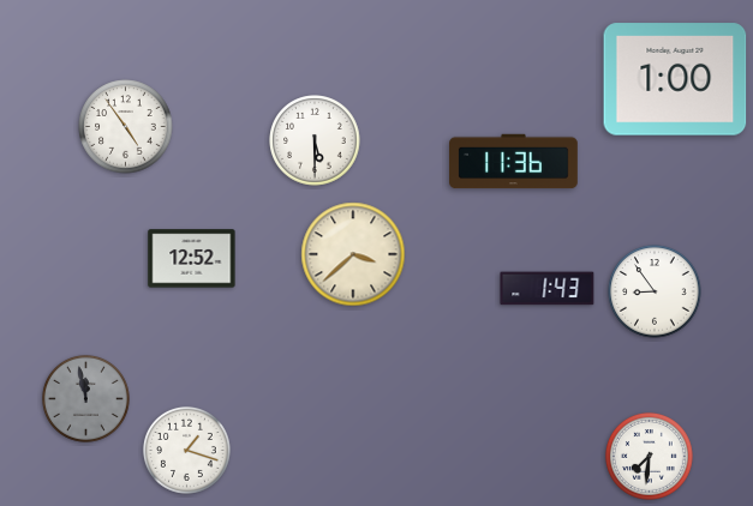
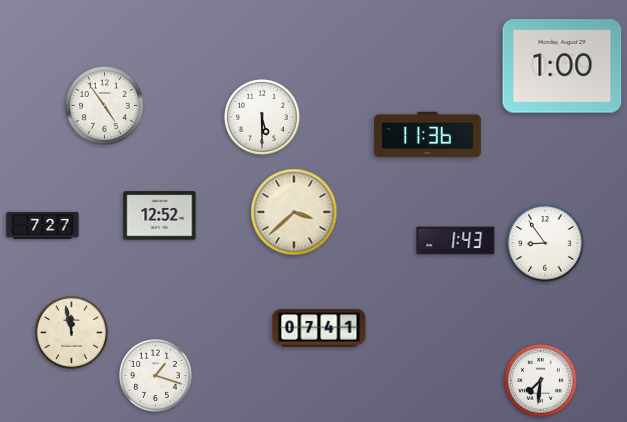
clock at (43, 225): none -> 7:27
clock at (319, 328): none -> 07:41
clock at (85, 398) dial: grey -> cream
